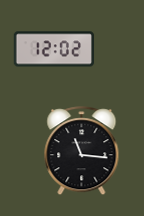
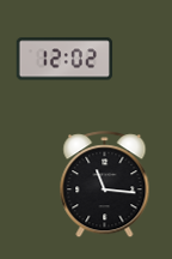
clock at (82, 151) position: (82, 151) -> (105, 185)
